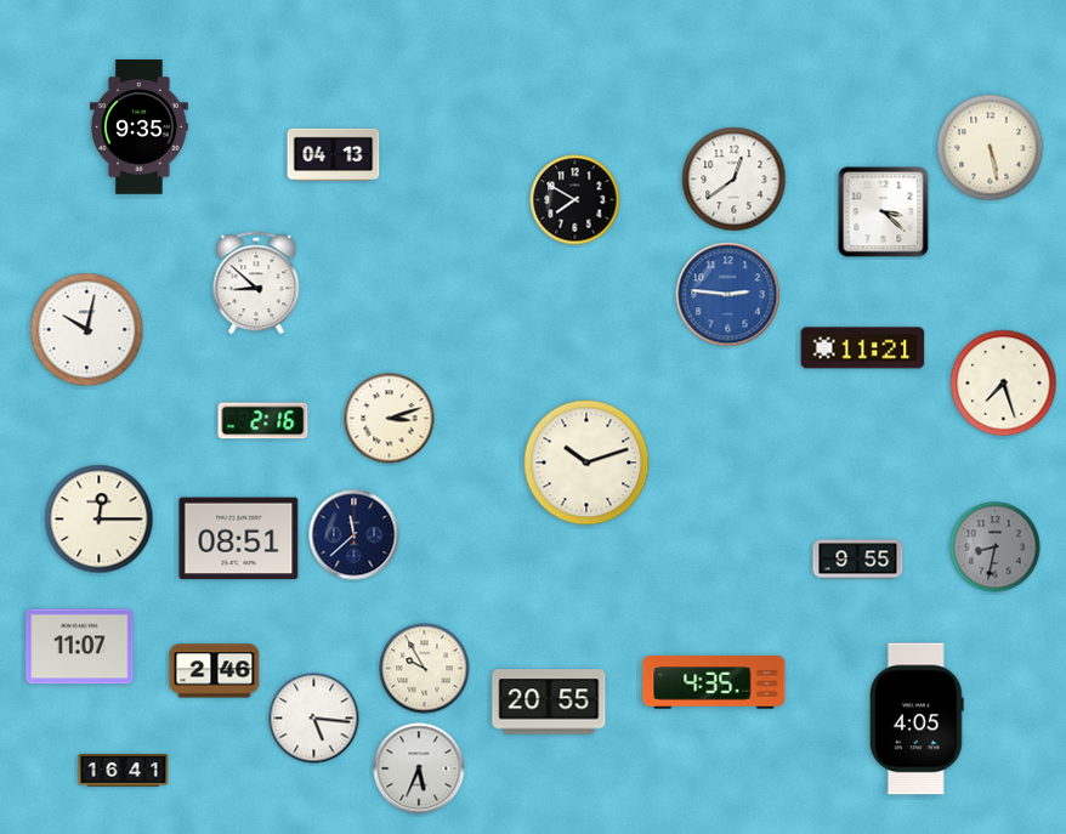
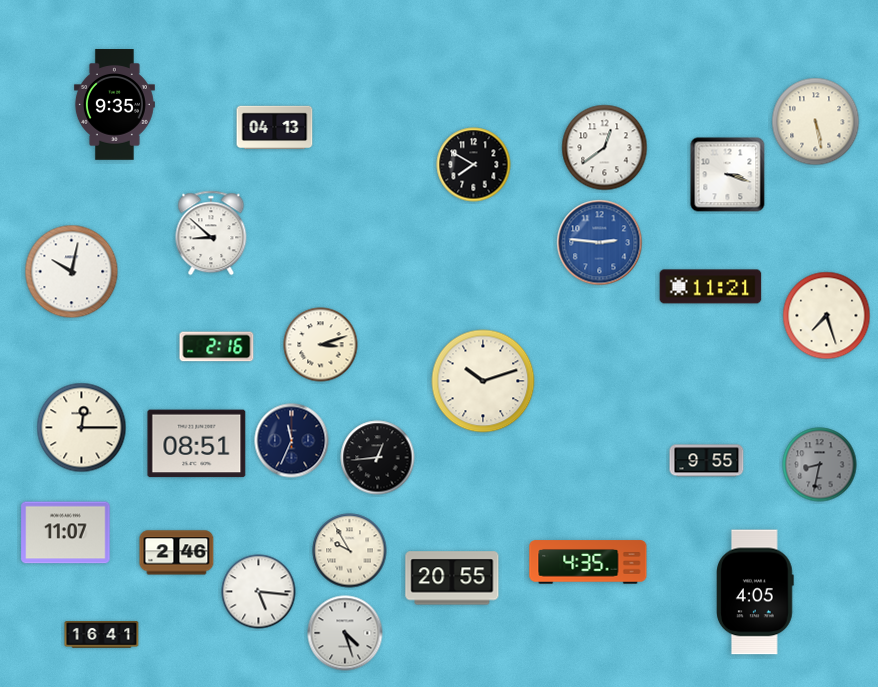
clock at (884, 212): 3:22 -> 3:18
clock at (355, 535): 11:38 -> 11:34
clock at (996, 548) position: (996, 548) -> (820, 465)
clock at (378, 458): none -> 12:44
clock at (419, 768): 5:34 -> 4:27
